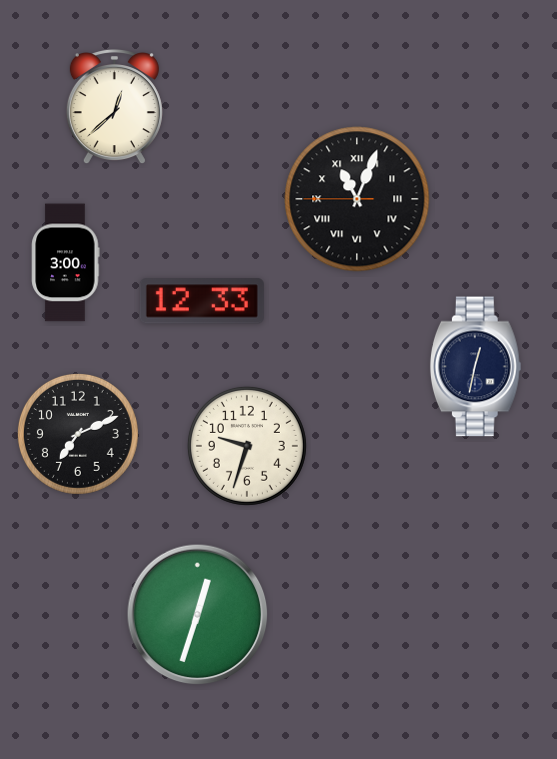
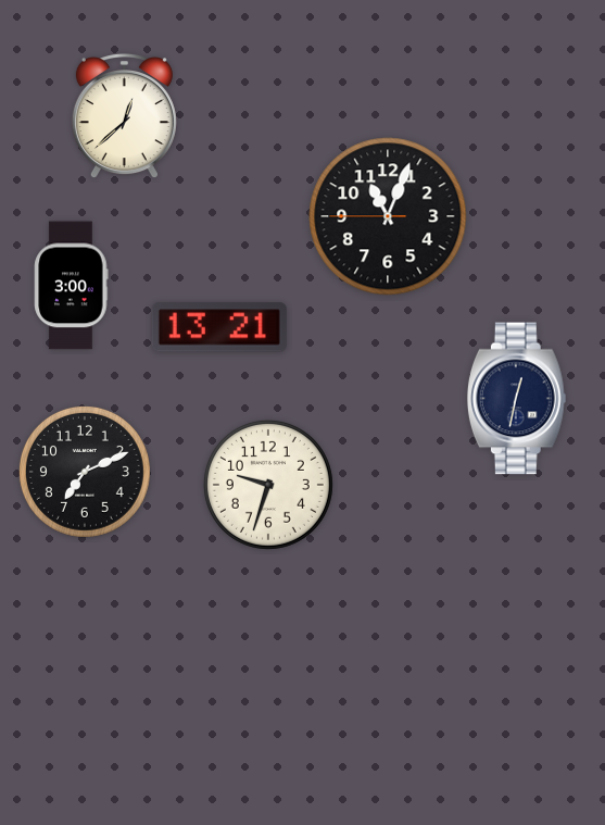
clock at (357, 199) numerals: Roman -> Arabic
clock at (202, 301): 12:33 -> 13:21
clock at (198, 615): 12:33 -> none
